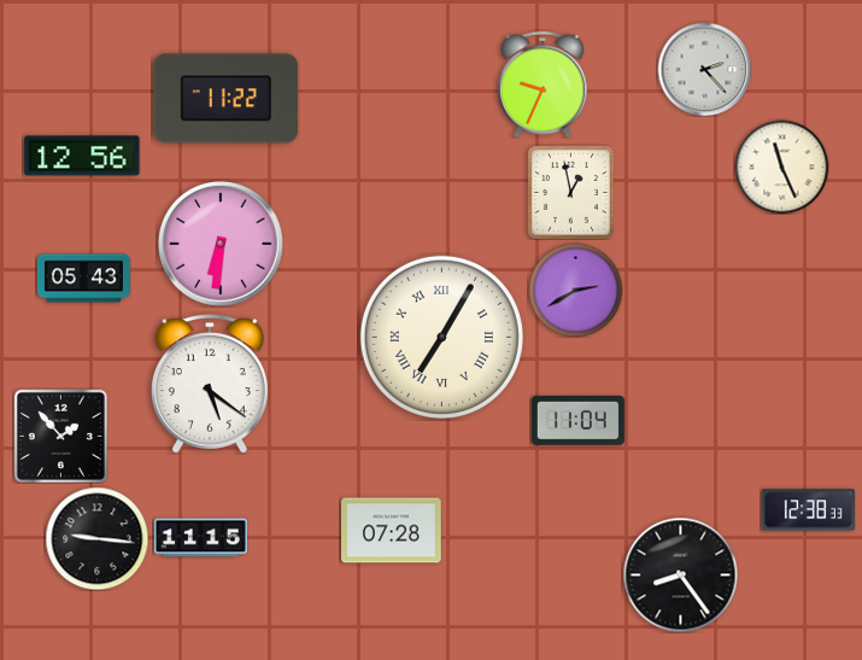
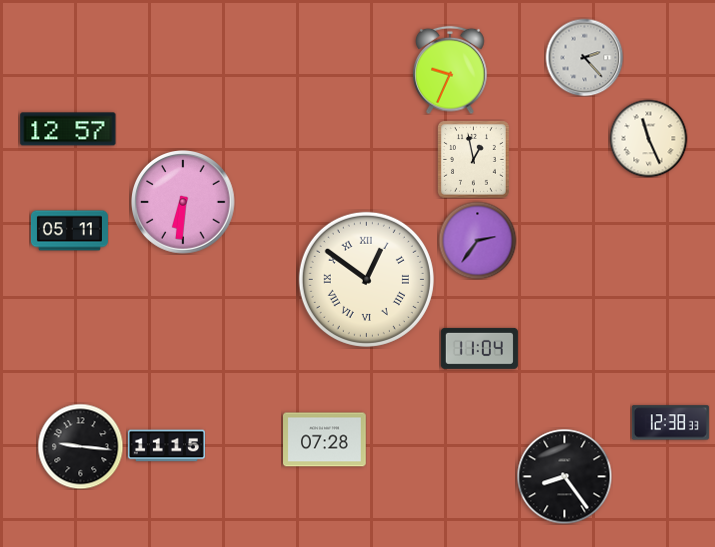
clock at (227, 99): 11:22 -> none
clock at (82, 156): 12:56 -> 12:57
clock at (83, 279): 05:43 -> 05:11
clock at (575, 290): 2:40 -> 2:36
clock at (441, 337): 7:05 -> 12:51
clock at (210, 384): 5:21 -> none
clock at (60, 436): 1:53 -> none
